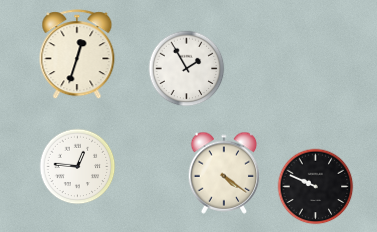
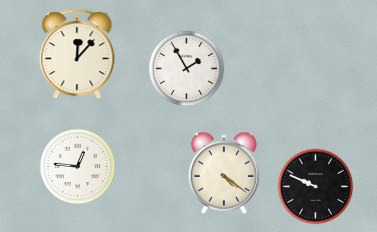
clock at (77, 55): 12:33 -> 12:07
